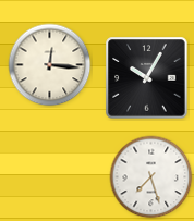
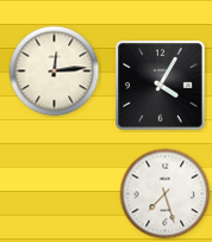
clock at (50, 65): 12:16 -> 12:14
clock at (147, 78): 10:05 -> 4:05
